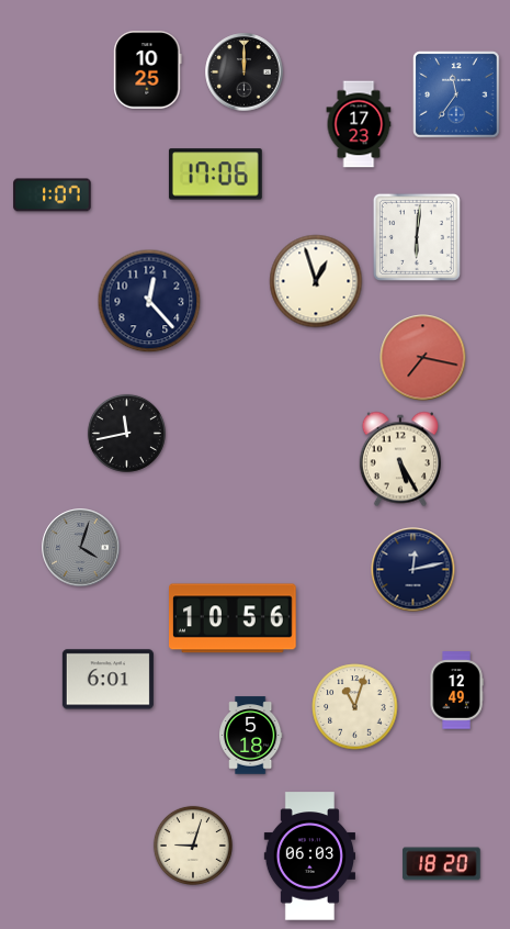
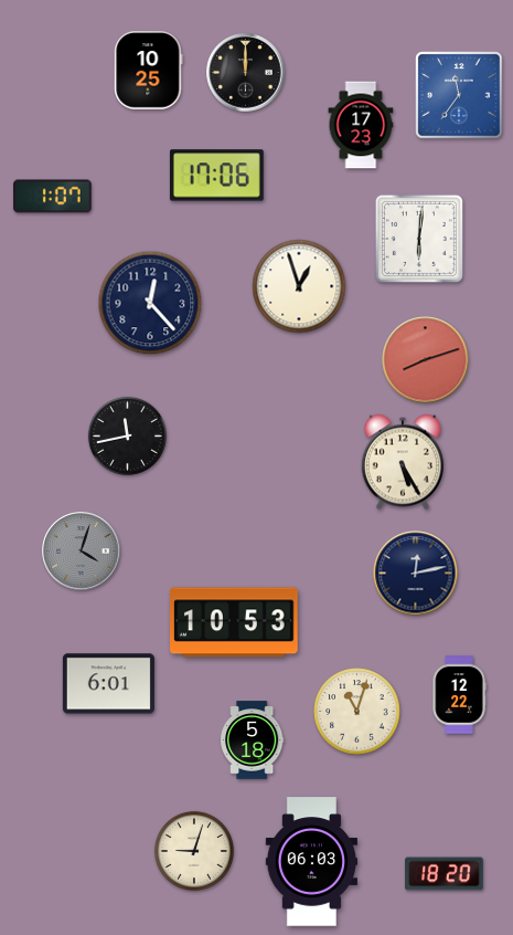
clock at (316, 281) position: (316, 281) -> (299, 286)
clock at (423, 358): 7:17 -> 8:12
clock at (234, 618): 10:56 -> 10:53
clock at (456, 691): 12:49 -> 12:22
clock at (442, 864) position: (442, 864) -> (445, 874)
